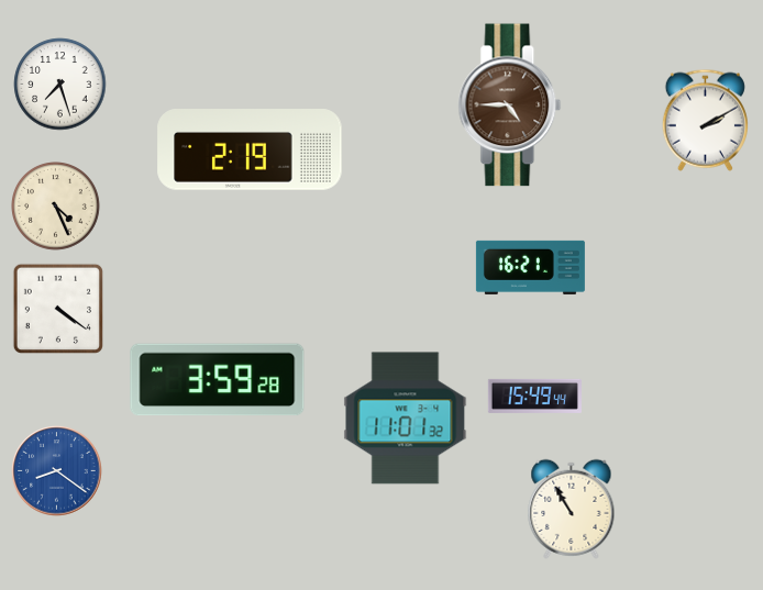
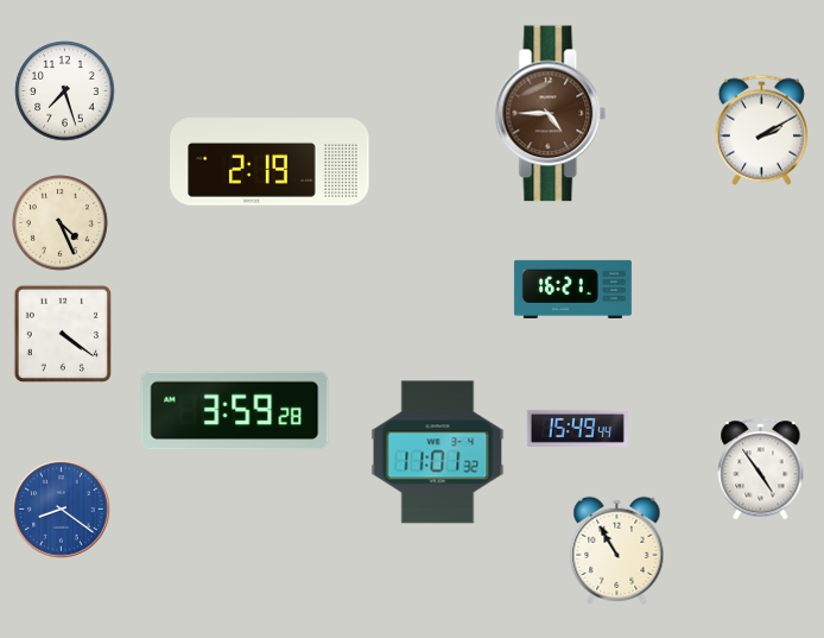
clock at (761, 469): none -> 4:54
